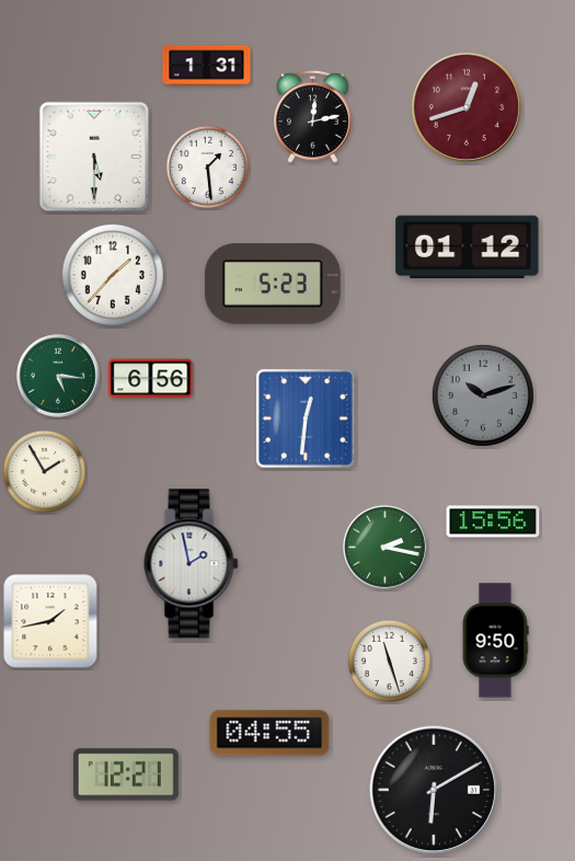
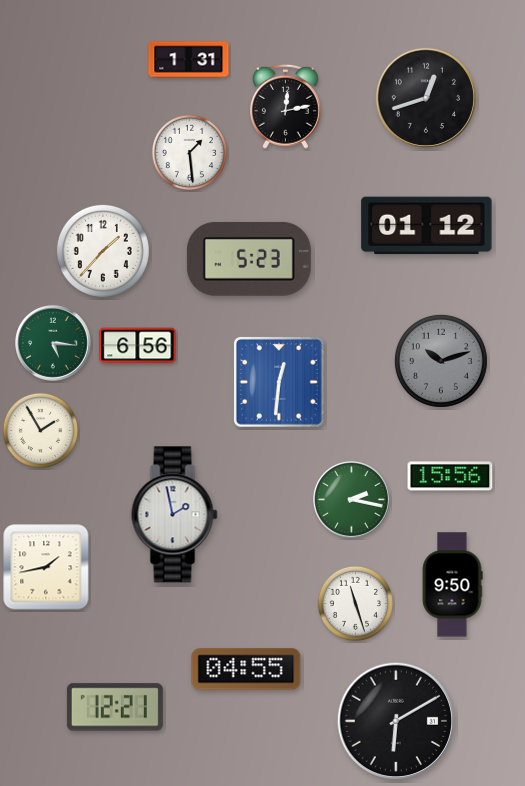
clock at (467, 107) dial: burgundy -> black
clock at (94, 157): 5:30 -> none
